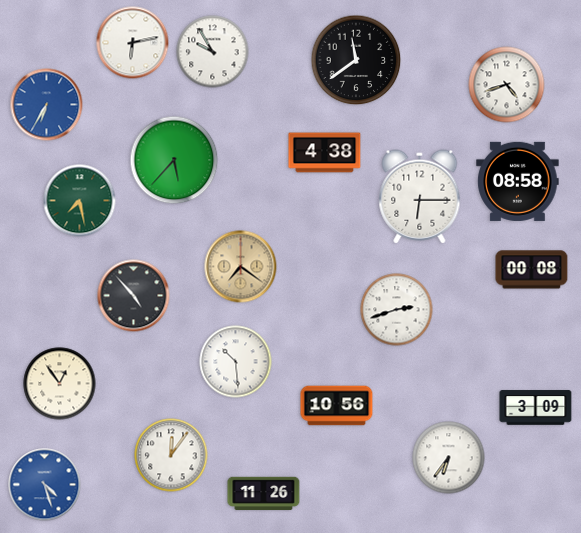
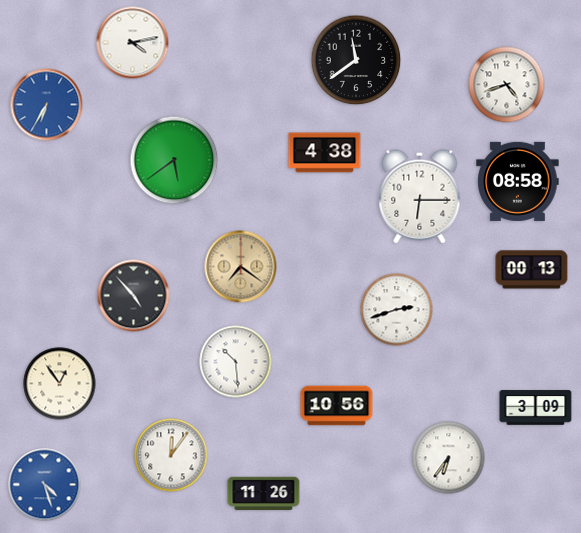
clock at (133, 43): 6:13 -> 4:13
clock at (213, 52): 9:55 -> none
clock at (174, 160): 5:37 -> 5:39
clock at (80, 201): 7:28 -> none
clock at (532, 270): 00:08 -> 00:13
